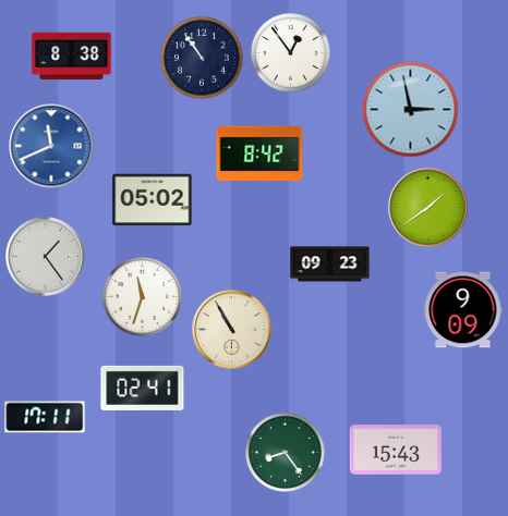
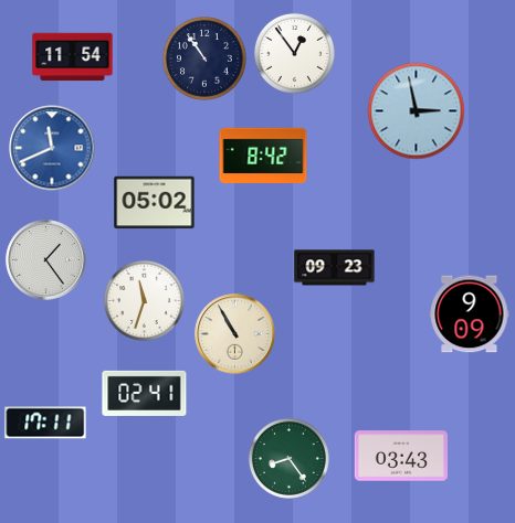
clock at (72, 57): 8:38 -> 11:54
clock at (428, 208): 1:39 -> none
clock at (395, 450): 15:43 -> 03:43
